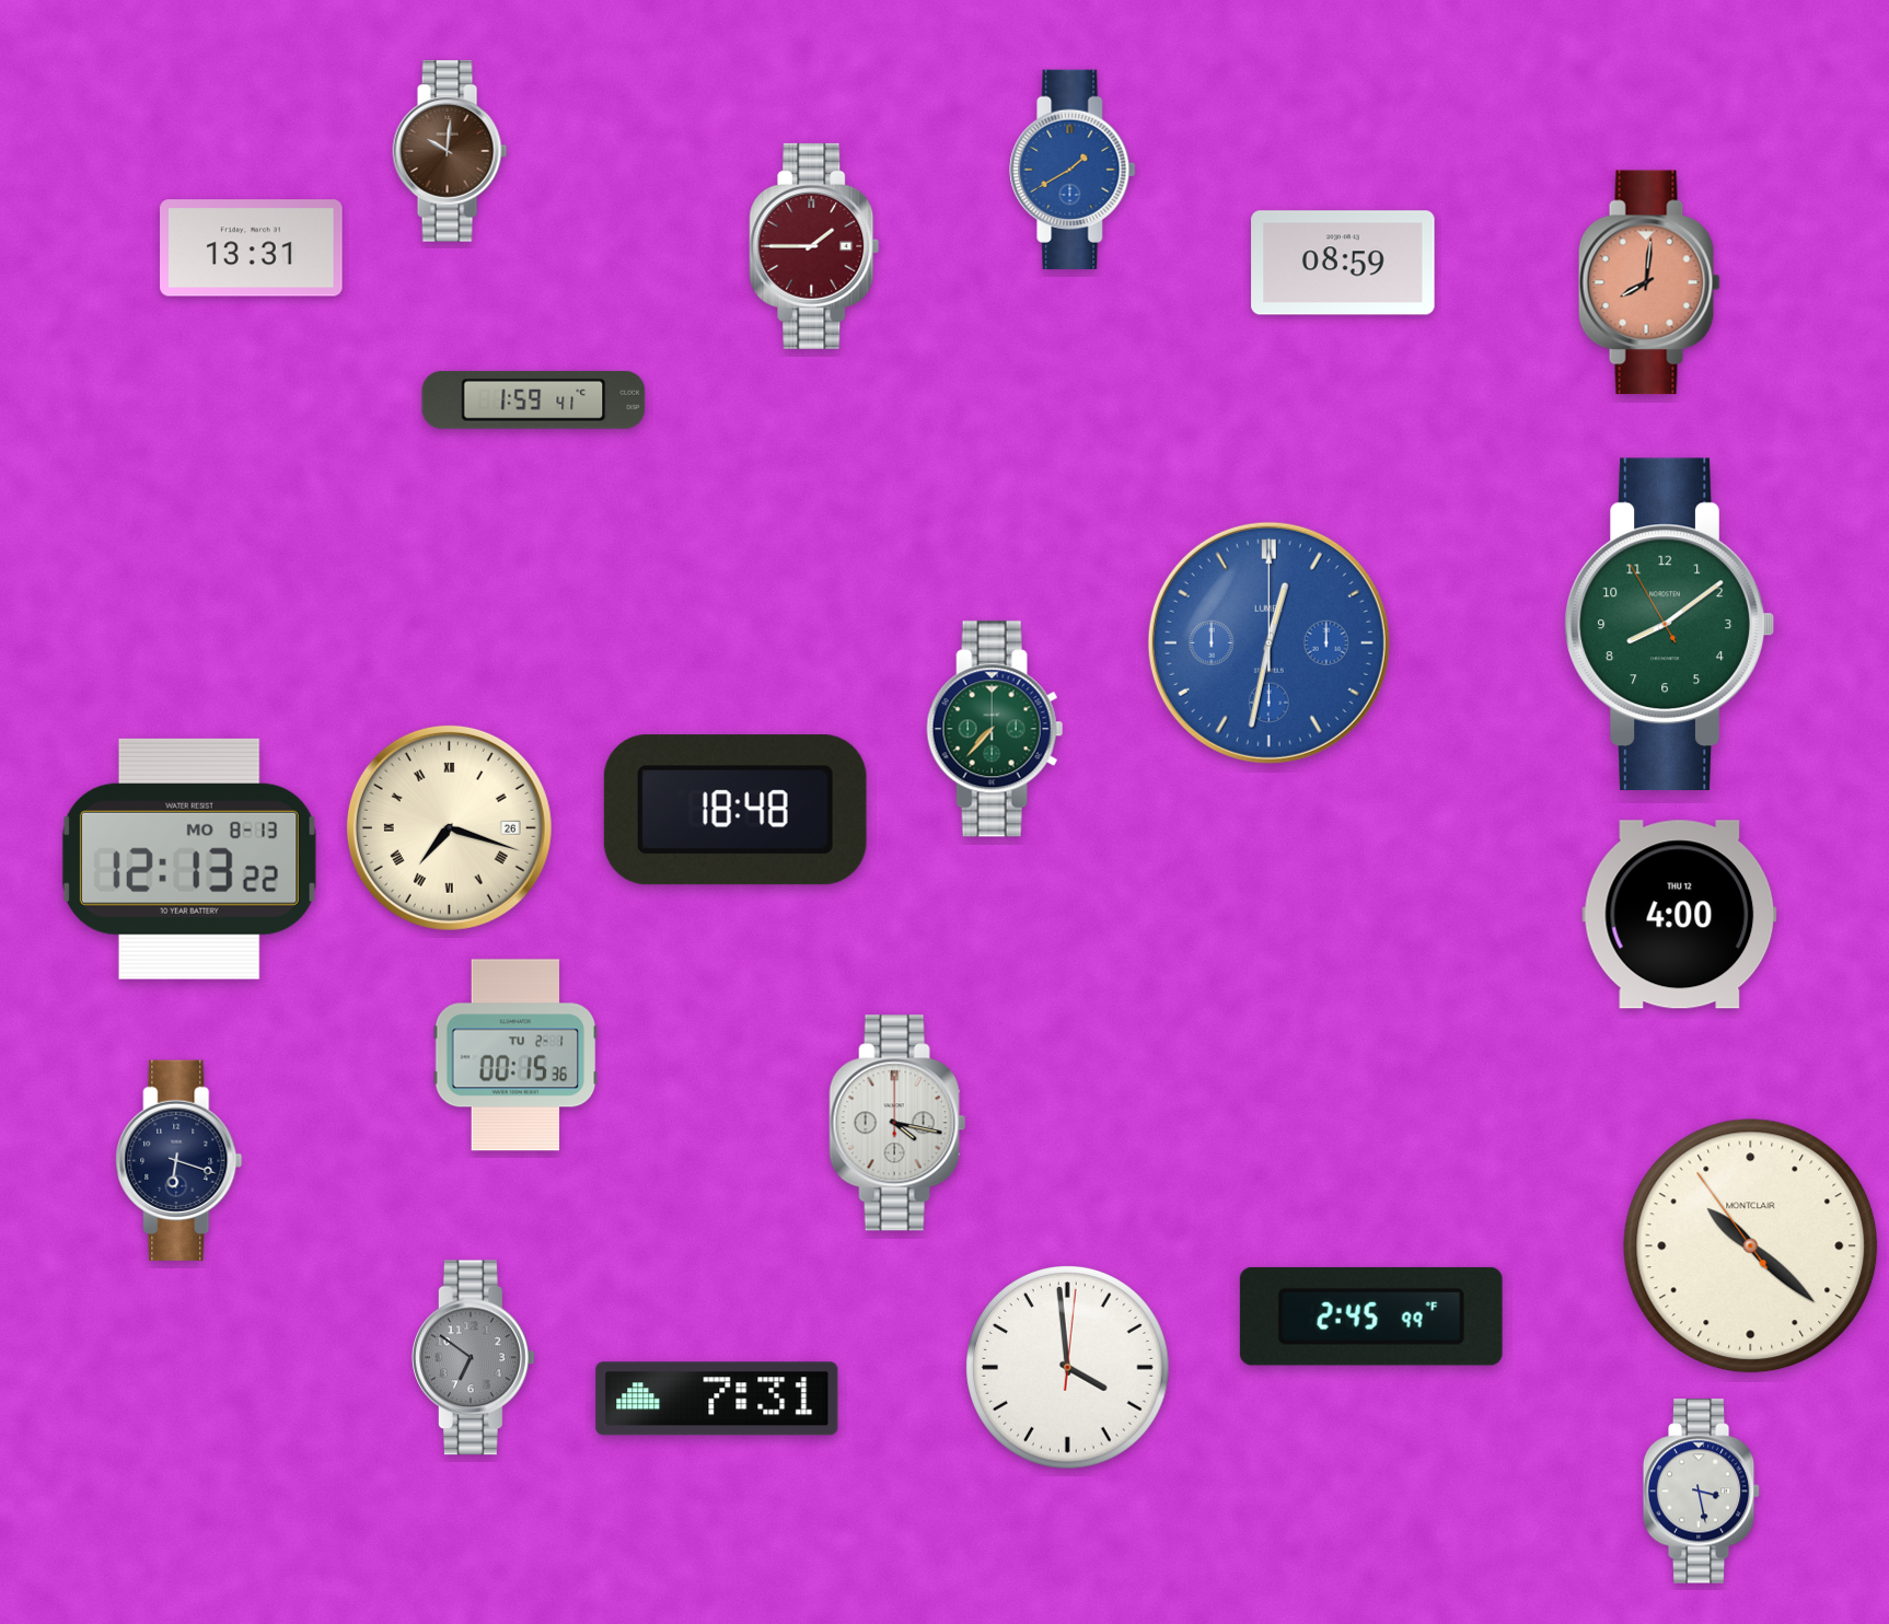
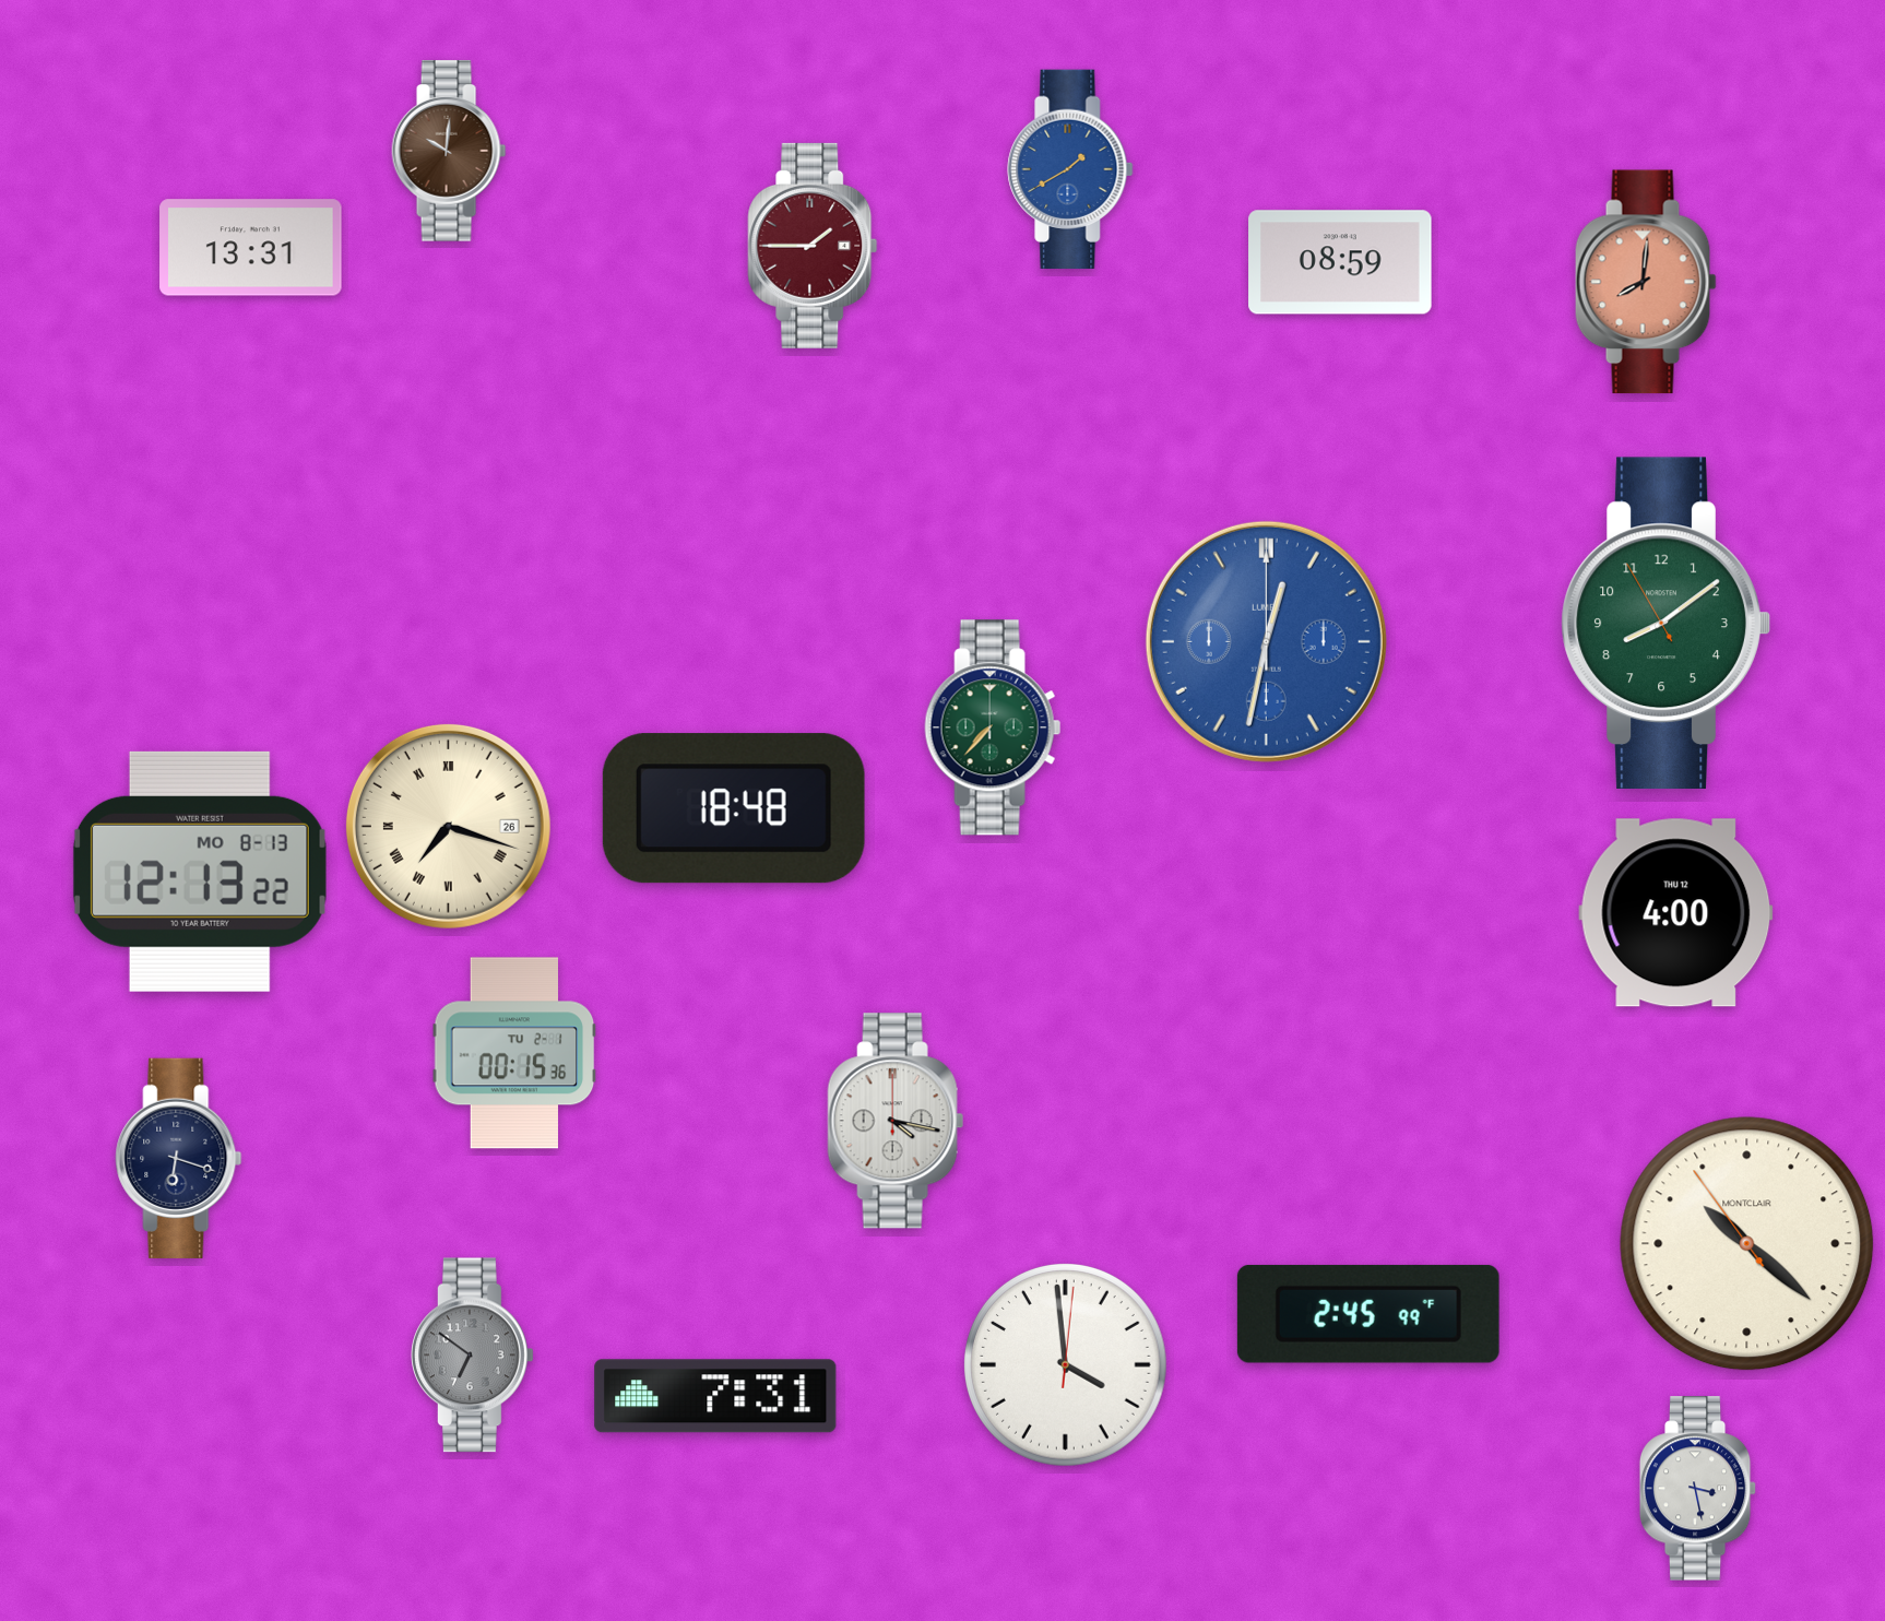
clock at (534, 399): 1:59 -> none
clock at (189, 859) position: (189, 859) -> (200, 872)
